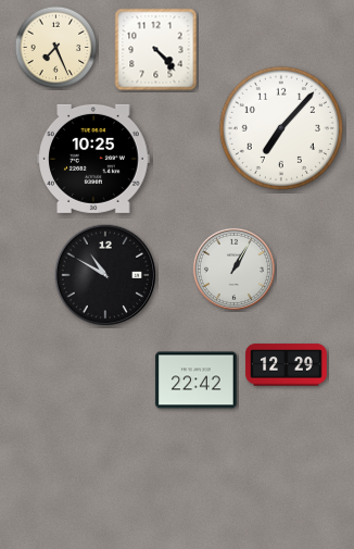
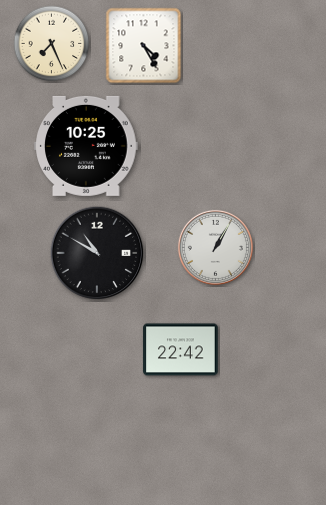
clock at (156, 50): 4:23 -> 4:25
clock at (281, 128): 7:07 -> none
clock at (287, 365): 12:29 -> none
